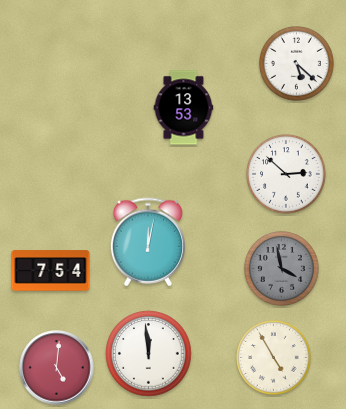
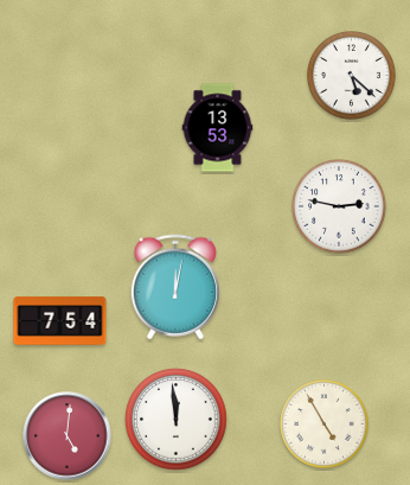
clock at (286, 174): 2:52 -> 2:47
clock at (282, 269): 3:58 -> none
